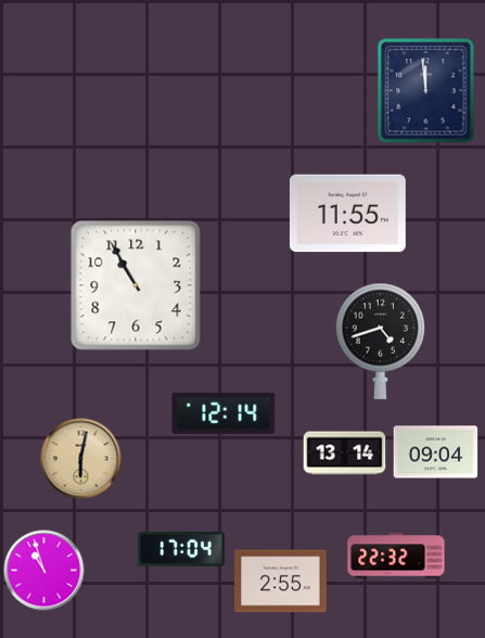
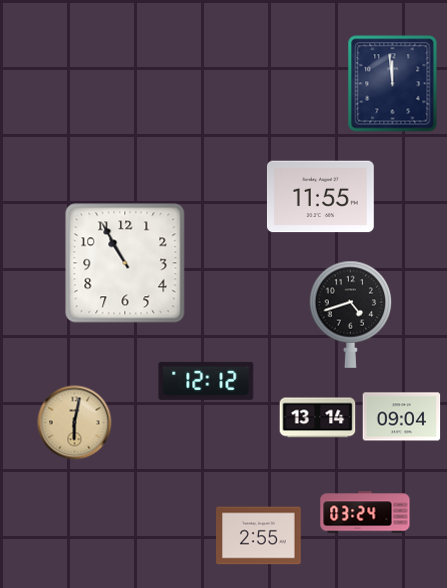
clock at (224, 413): 12:14 -> 12:12
clock at (181, 549): 17:04 -> none
clock at (396, 556): 22:32 -> 03:24
clock at (44, 571): 10:57 -> none
